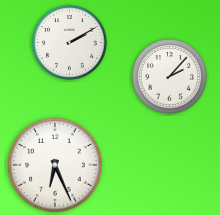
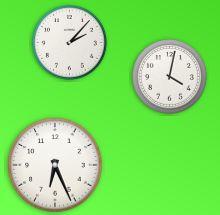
clock at (70, 43): 2:10 -> 2:07
clock at (170, 77): 2:07 -> 4:02
